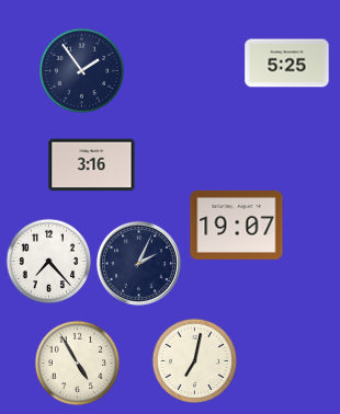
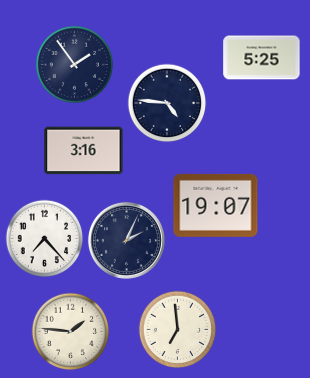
clock at (167, 103): none -> 4:46
clock at (194, 360): 7:02 -> 6:59
clock at (77, 363): 4:55 -> 1:46
